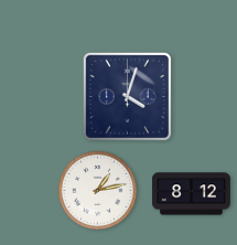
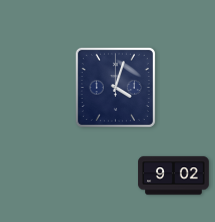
clock at (98, 191): 1:13 -> none
clock at (192, 194): 8:12 -> 9:02
